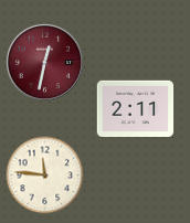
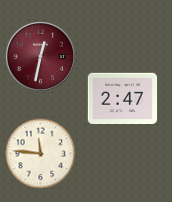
clock at (136, 108): 2:11 -> 2:47
clock at (45, 176) position: (45, 176) -> (41, 154)
